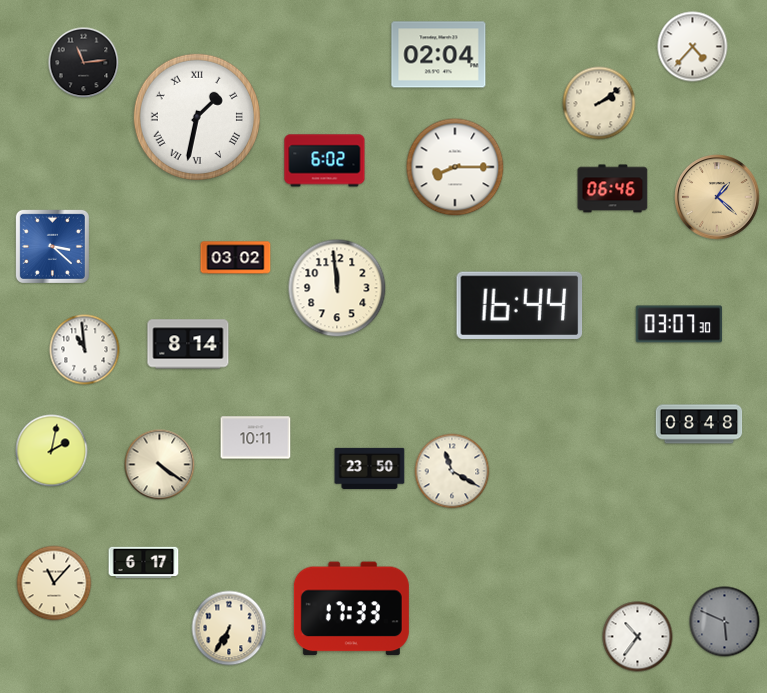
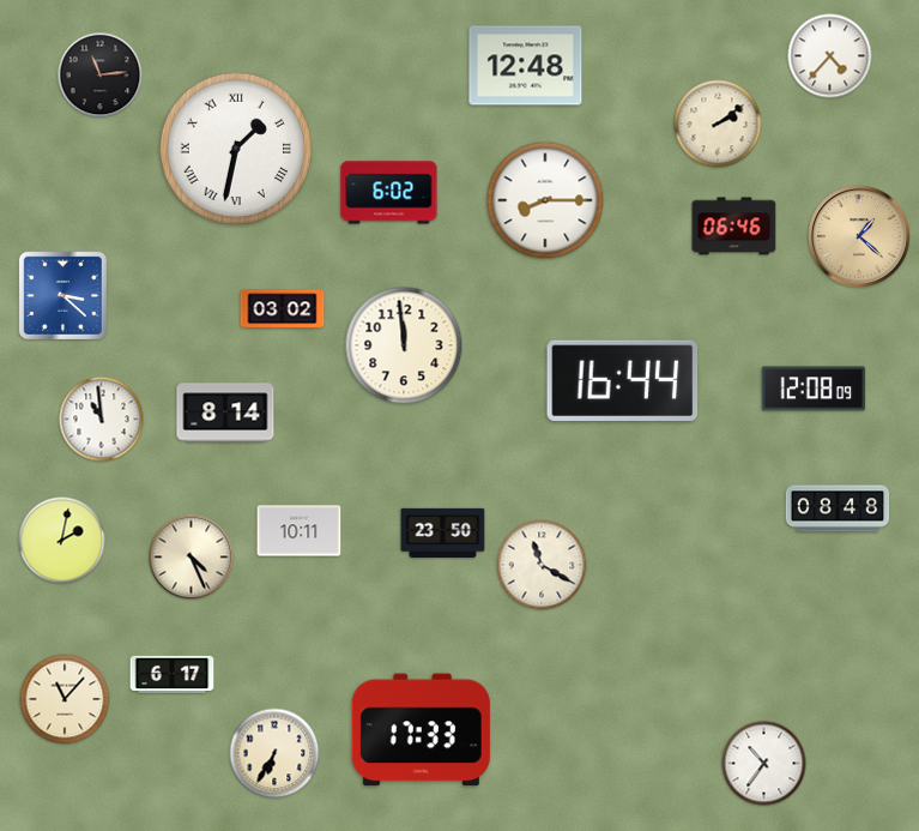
clock at (439, 55): 02:04 -> 12:48
clock at (197, 117) position: (197, 117) -> (236, 149)
clock at (520, 305) position: (520, 305) -> (623, 380)
clock at (679, 324): 03:07 -> 12:08
clock at (256, 438) position: (256, 438) -> (300, 531)
clock at (160, 465): 4:21 -> 4:26
clock at (370, 468) position: (370, 468) -> (443, 532)
clock at (725, 622): 5:49 -> none
